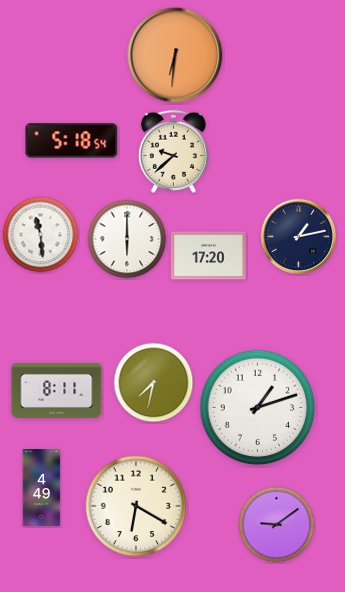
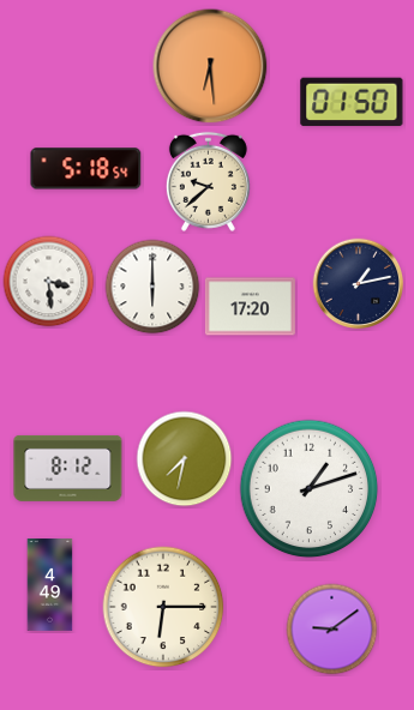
clock at (175, 55): 6:31 -> 6:29
clock at (352, 102): none -> 01:50
clock at (41, 235): 11:29 -> 3:29
clock at (57, 390): 8:11 -> 8:12
clock at (136, 506): 6:20 -> 6:15
